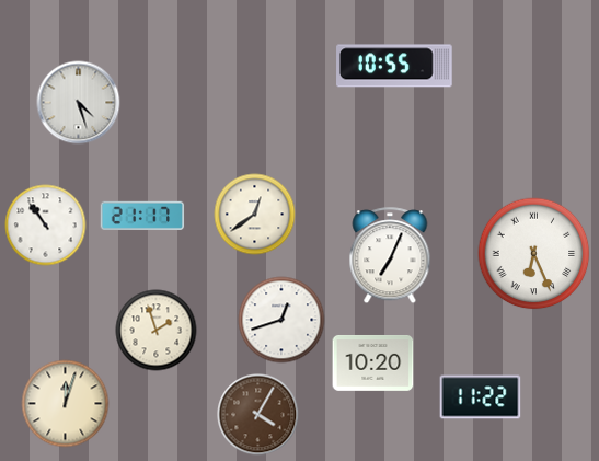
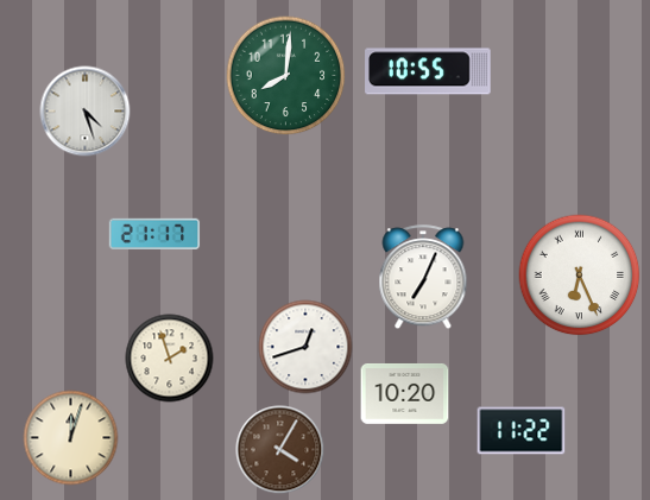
clock at (286, 76): none -> 8:01
clock at (255, 215): 12:39 -> none
clock at (46, 226): 10:54 -> none
